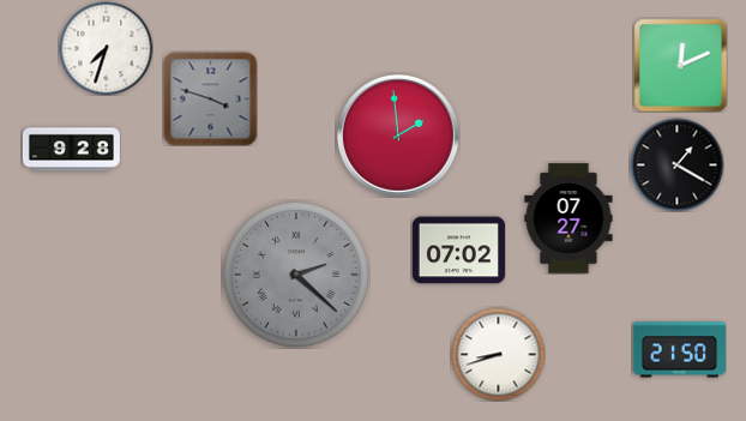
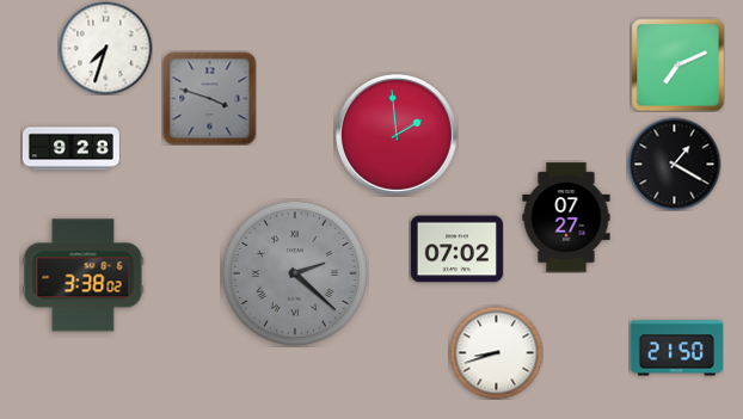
clock at (680, 65): 12:11 -> 7:11
clock at (84, 276): none -> 3:38
